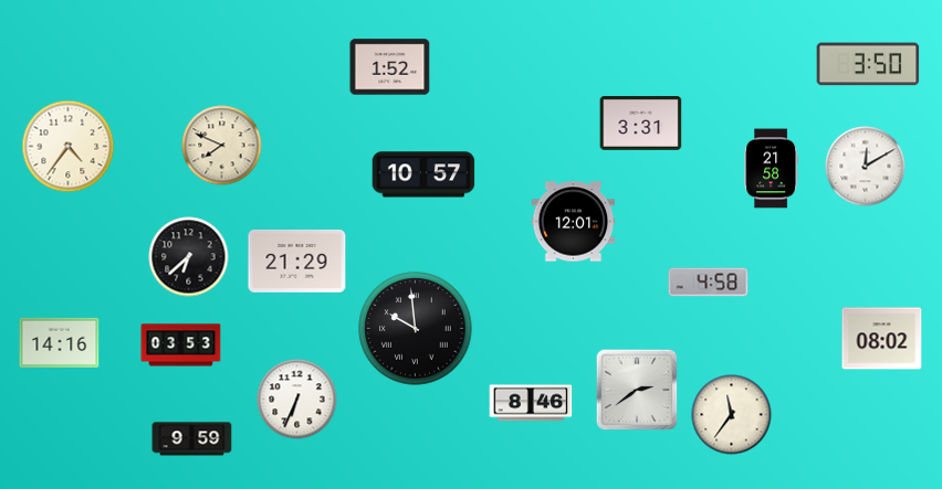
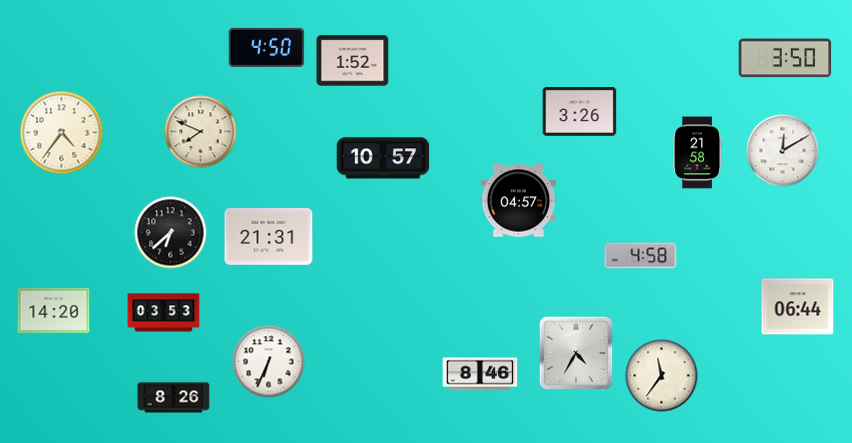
clock at (267, 47): none -> 4:50
clock at (641, 124): 3:31 -> 3:26
clock at (574, 222): 12:01 -> 04:57
clock at (297, 261): 21:29 -> 21:31
clock at (416, 329): 9:59 -> none
clock at (882, 339): 08:02 -> 06:44
clock at (60, 342): 14:16 -> 14:20
clock at (637, 390): 2:39 -> 4:35
clock at (531, 403) position: (531, 403) -> (480, 374)
clock at (192, 439): 9:59 -> 8:26
